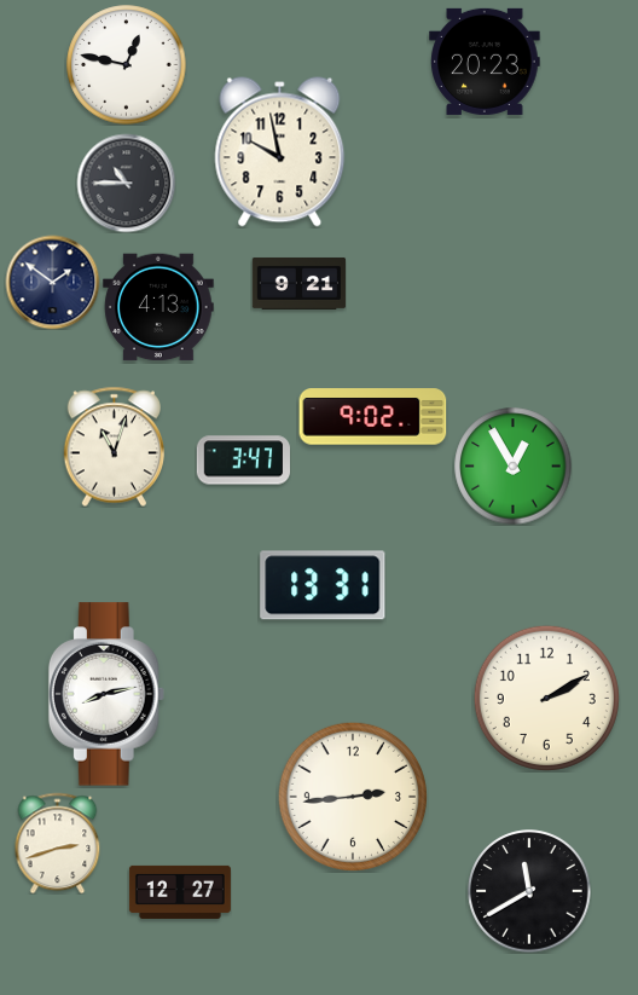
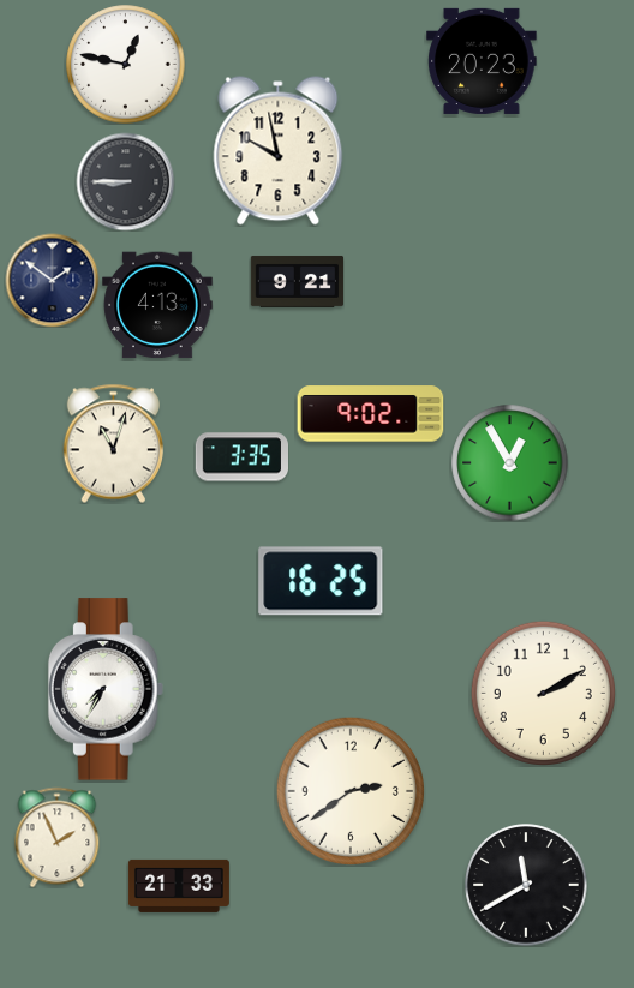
clock at (126, 183): 10:45 -> 8:45
clock at (243, 461): 3:47 -> 3:35
clock at (323, 585): 13:31 -> 16:25
clock at (106, 694): 8:13 -> 7:35
clock at (353, 797): 2:44 -> 2:39
clock at (58, 843): 2:42 -> 1:56
clock at (180, 892): 12:27 -> 21:33
